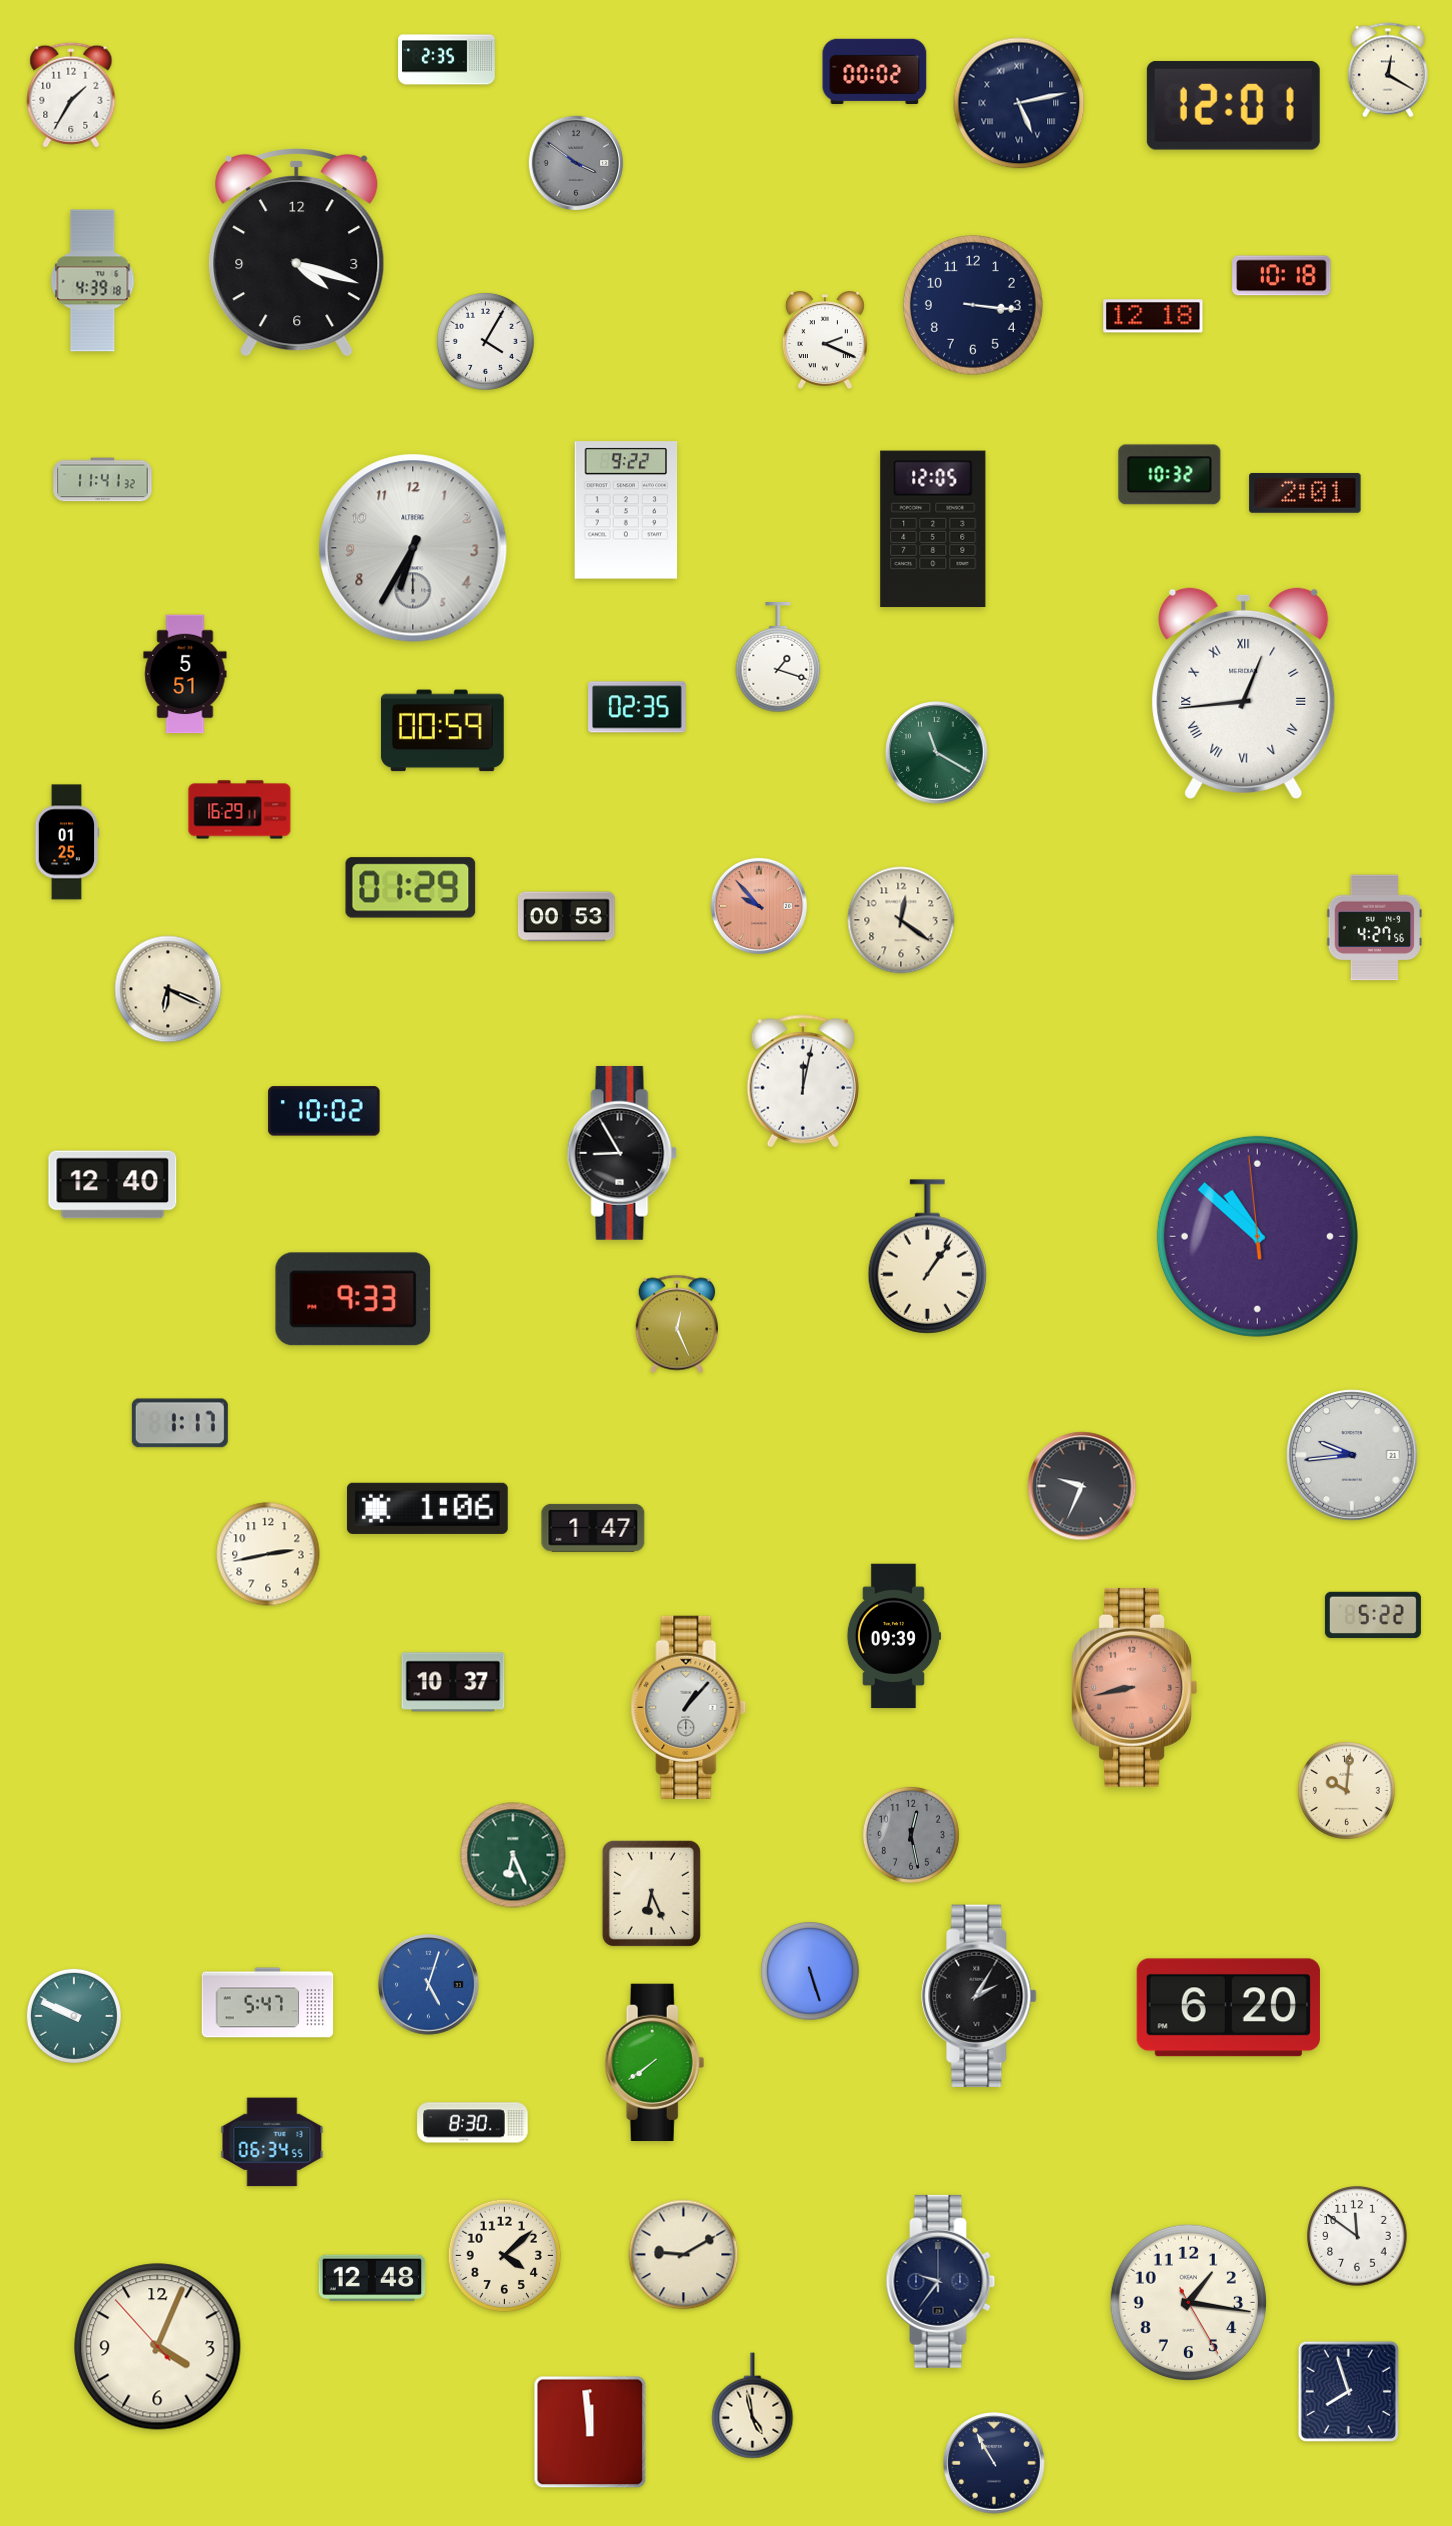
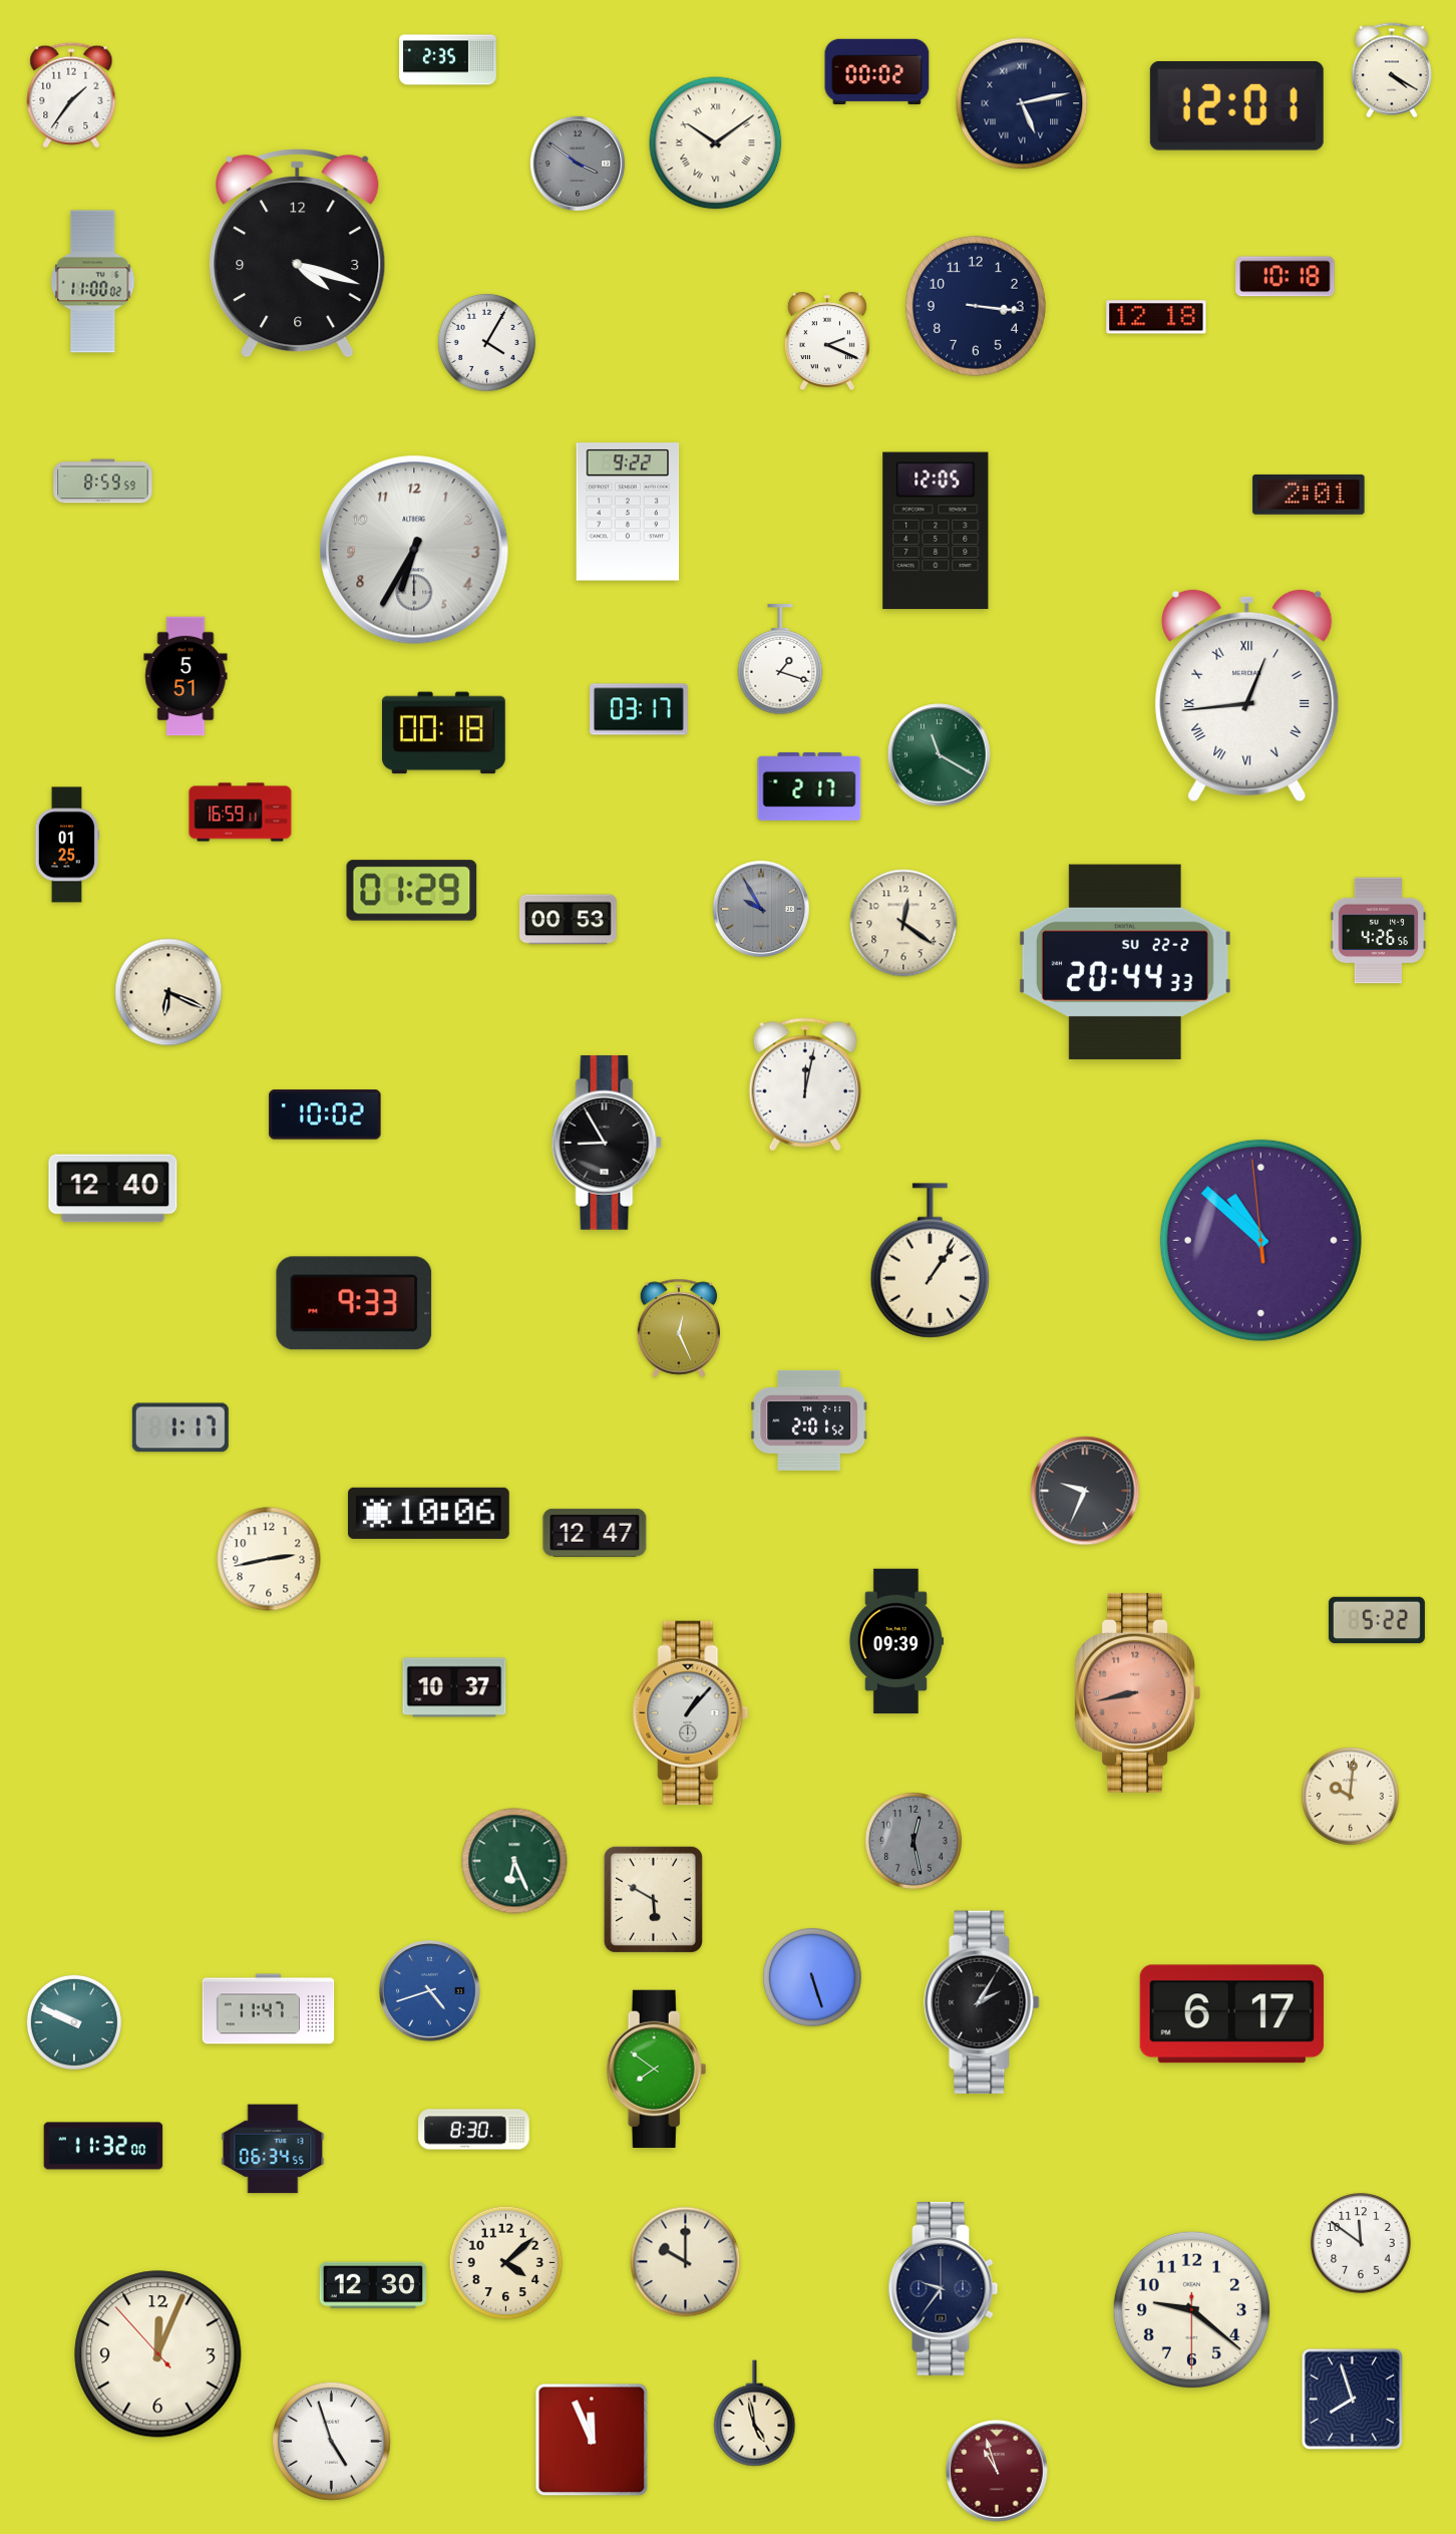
clock at (1388, 70): 12:20 -> 4:20
clock at (71, 95): 1:35 -> 1:36
clock at (716, 143): none -> 10:09
clock at (93, 281): 4:39 -> 11:00
clock at (1170, 475): 10:32 -> none
clock at (103, 480): 11:41 -> 8:59
clock at (637, 707): 02:35 -> 03:17
clock at (442, 731): 00:59 -> 00:18
clock at (809, 787): none -> 2:17
clock at (240, 810): 16:29 -> 16:59
clock at (759, 906): 9:53 -> 9:55
clock at (759, 906) dial: salmon -> grey
clock at (1375, 928): 4:27 -> 4:26
clock at (1125, 961): none -> 20:44
clock at (622, 1153) position: (622, 1153) -> (607, 1143)
clock at (809, 1420): none -> 2:01
clock at (1352, 1455): 9:44 -> none
clock at (427, 1508): 1:06 -> 10:06
clock at (593, 1528): 1:47 -> 12:47
clock at (651, 1893): 6:26 -> 5:50
clock at (429, 1985): 5:03 -> 4:42
clock at (268, 2003): 5:47 -> 11:47
clock at (1228, 2008): 6:20 -> 6:17
clock at (655, 2062): 7:39 -> 7:51
clock at (103, 2146): none -> 11:32
clock at (684, 2255): 9:10 -> 10:00
clock at (372, 2278): 12:48 -> 12:30
clock at (1188, 2302): 1:16 -> 9:21
clock at (158, 2347): 4:03 -> 12:03
clock at (590, 2432): 11:59 -> 11:56
clock at (331, 2441): none -> 4:57
clock at (994, 2463): 10:55 -> 10:57
clock at (994, 2463) dial: navy -> burgundy
